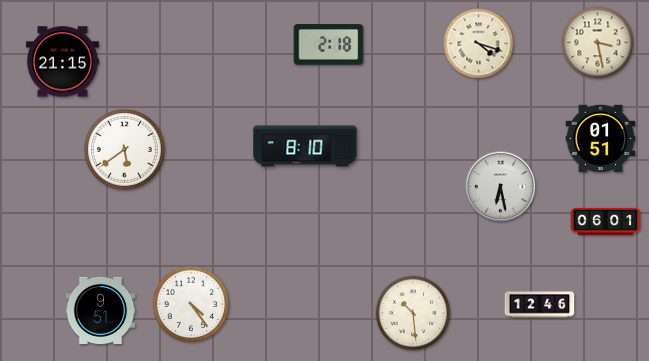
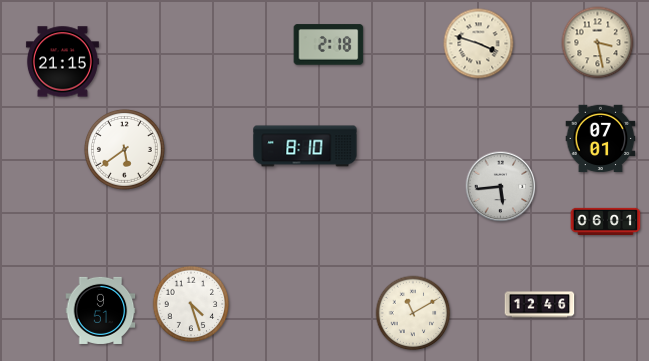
clock at (479, 44): 4:18 -> 3:48
clock at (601, 139): 01:51 -> 07:01
clock at (501, 187): 6:28 -> 5:44
clock at (191, 304): 4:24 -> 4:27
clock at (413, 313): 10:29 -> 11:10
